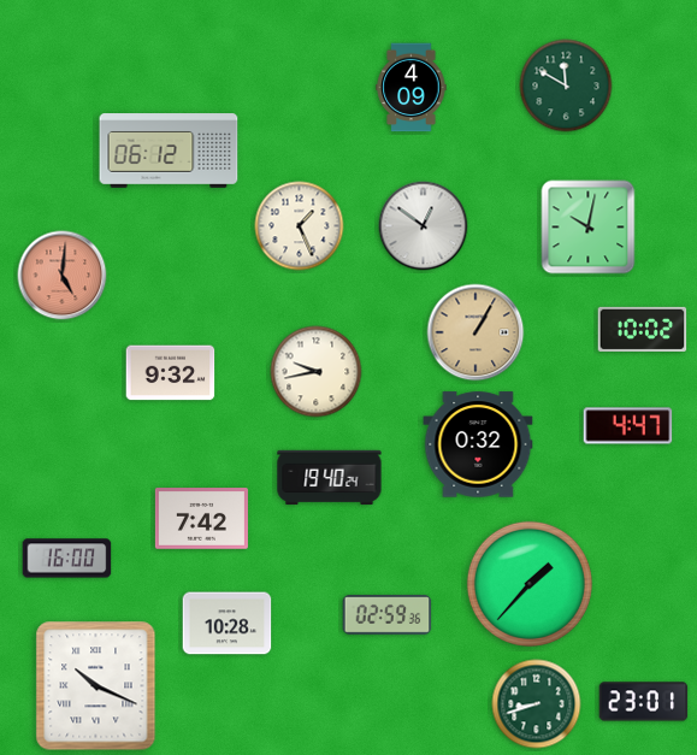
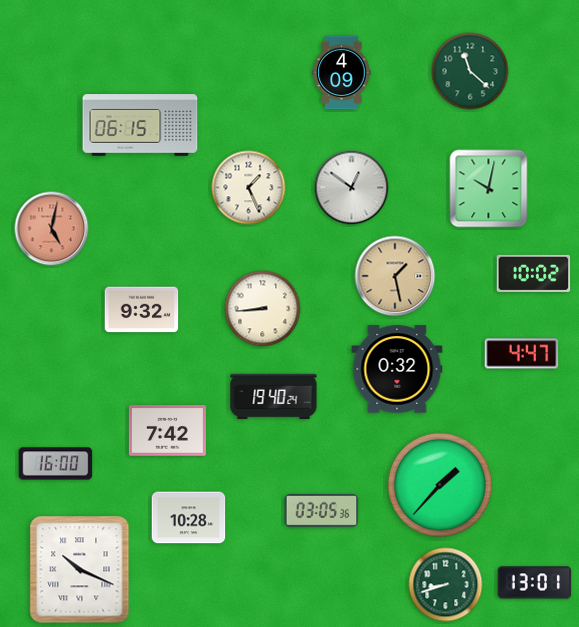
clock at (566, 85): 11:50 -> 11:22
clock at (169, 151): 06:12 -> 06:15
clock at (63, 276): 5:01 -> 5:02
clock at (476, 332): 1:05 -> 1:28
clock at (317, 372): 9:43 -> 8:44
clock at (388, 614): 02:59 -> 03:05
clock at (644, 702): 23:01 -> 13:01
